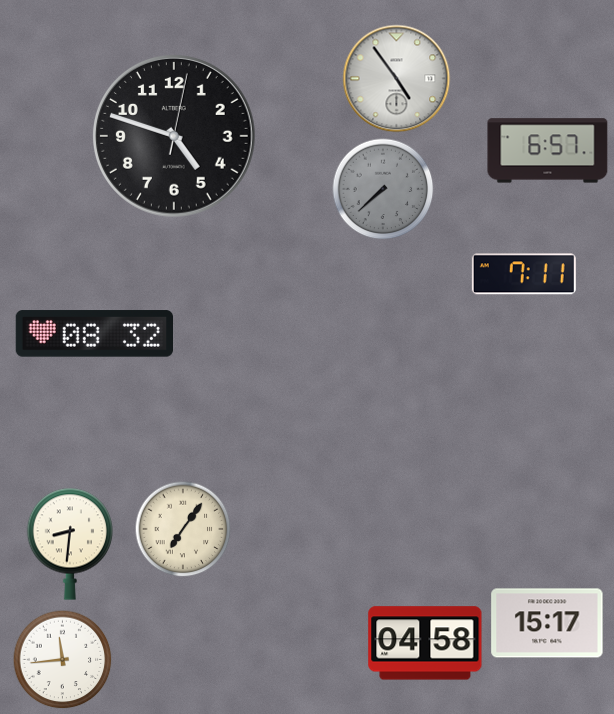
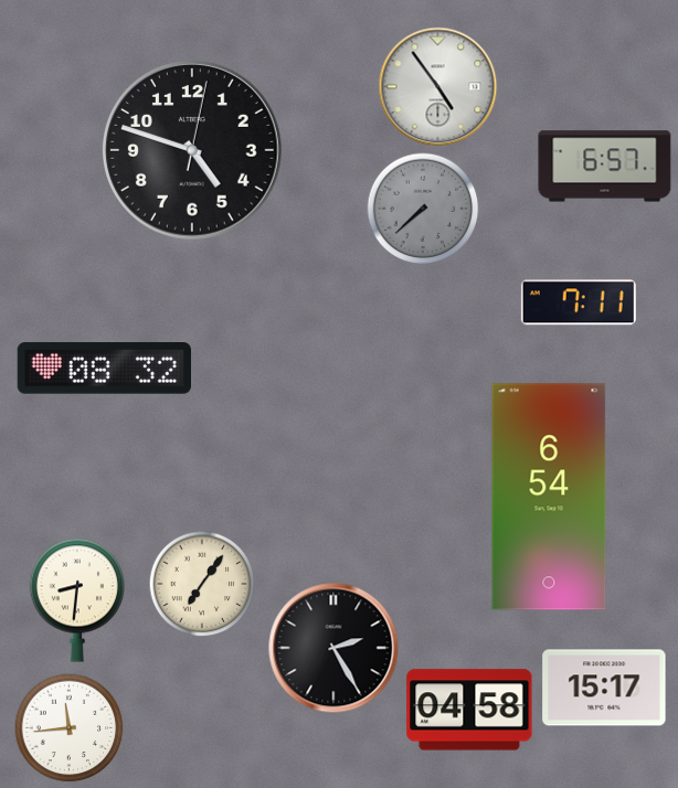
clock at (549, 497): none -> 6:54
clock at (333, 648): none -> 2:25
